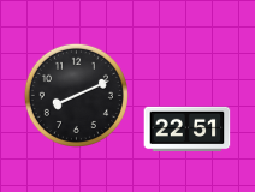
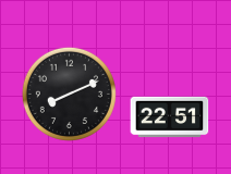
clock at (76, 95) position: (76, 95) -> (69, 94)
